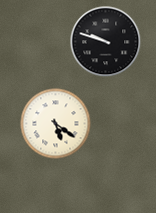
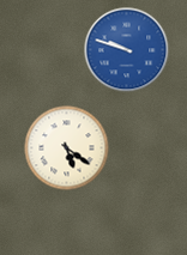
clock at (106, 42) dial: black -> blue
